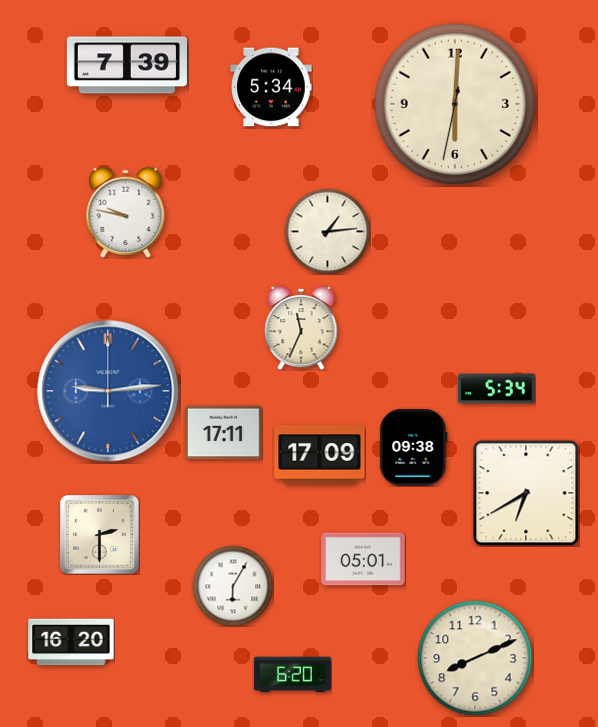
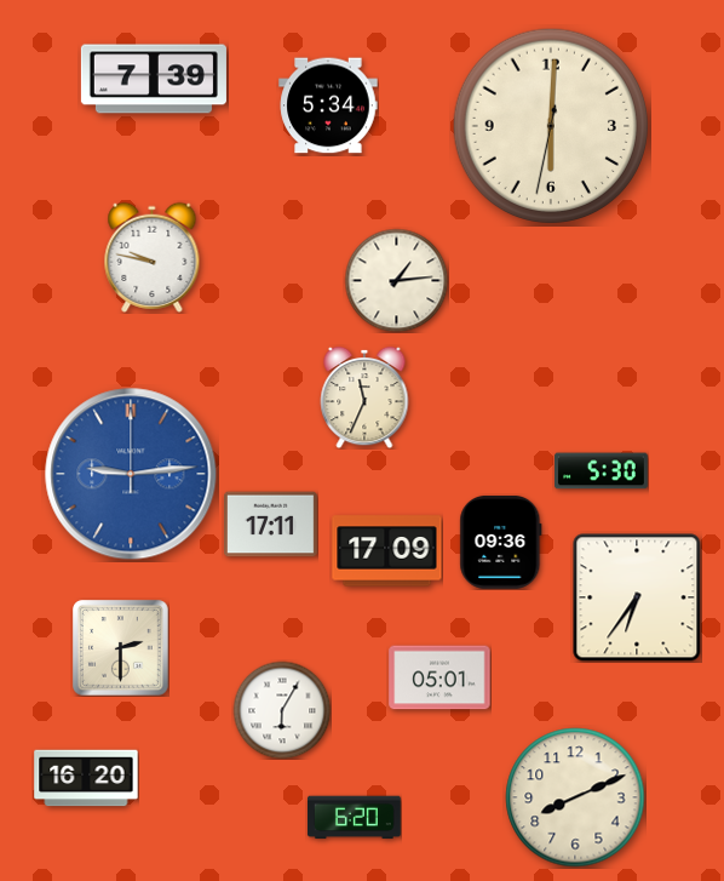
clock at (497, 389): 5:34 -> 5:30
clock at (414, 447): 09:38 -> 09:36
clock at (526, 493): 6:40 -> 6:36
